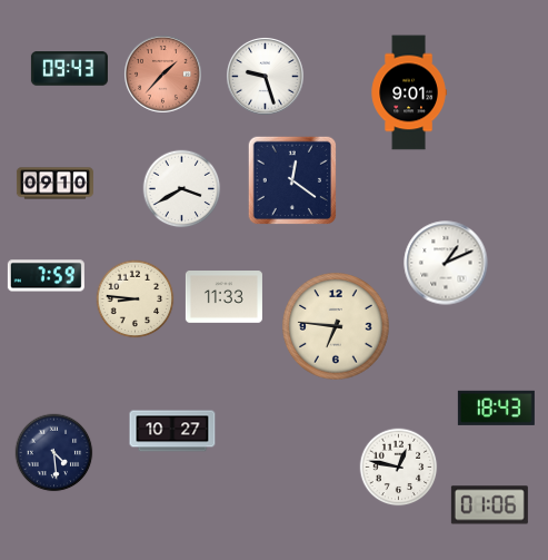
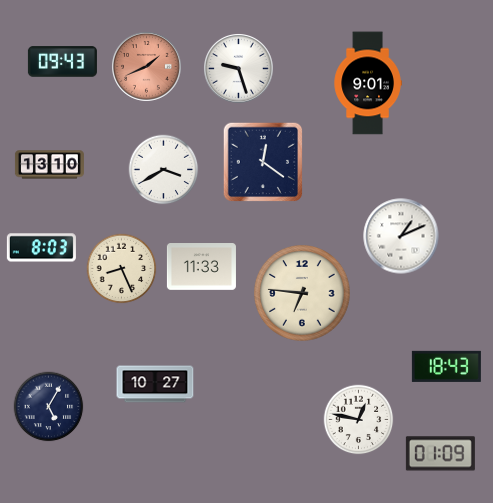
clock at (163, 75): 1:37 -> 1:41
clock at (54, 184): 09:10 -> 13:10
clock at (46, 276): 7:59 -> 8:03
clock at (136, 299): 8:46 -> 8:26
clock at (172, 431) position: (172, 431) -> (155, 384)
clock at (54, 453): 4:29 -> 5:05
clock at (489, 505): 01:06 -> 01:09
